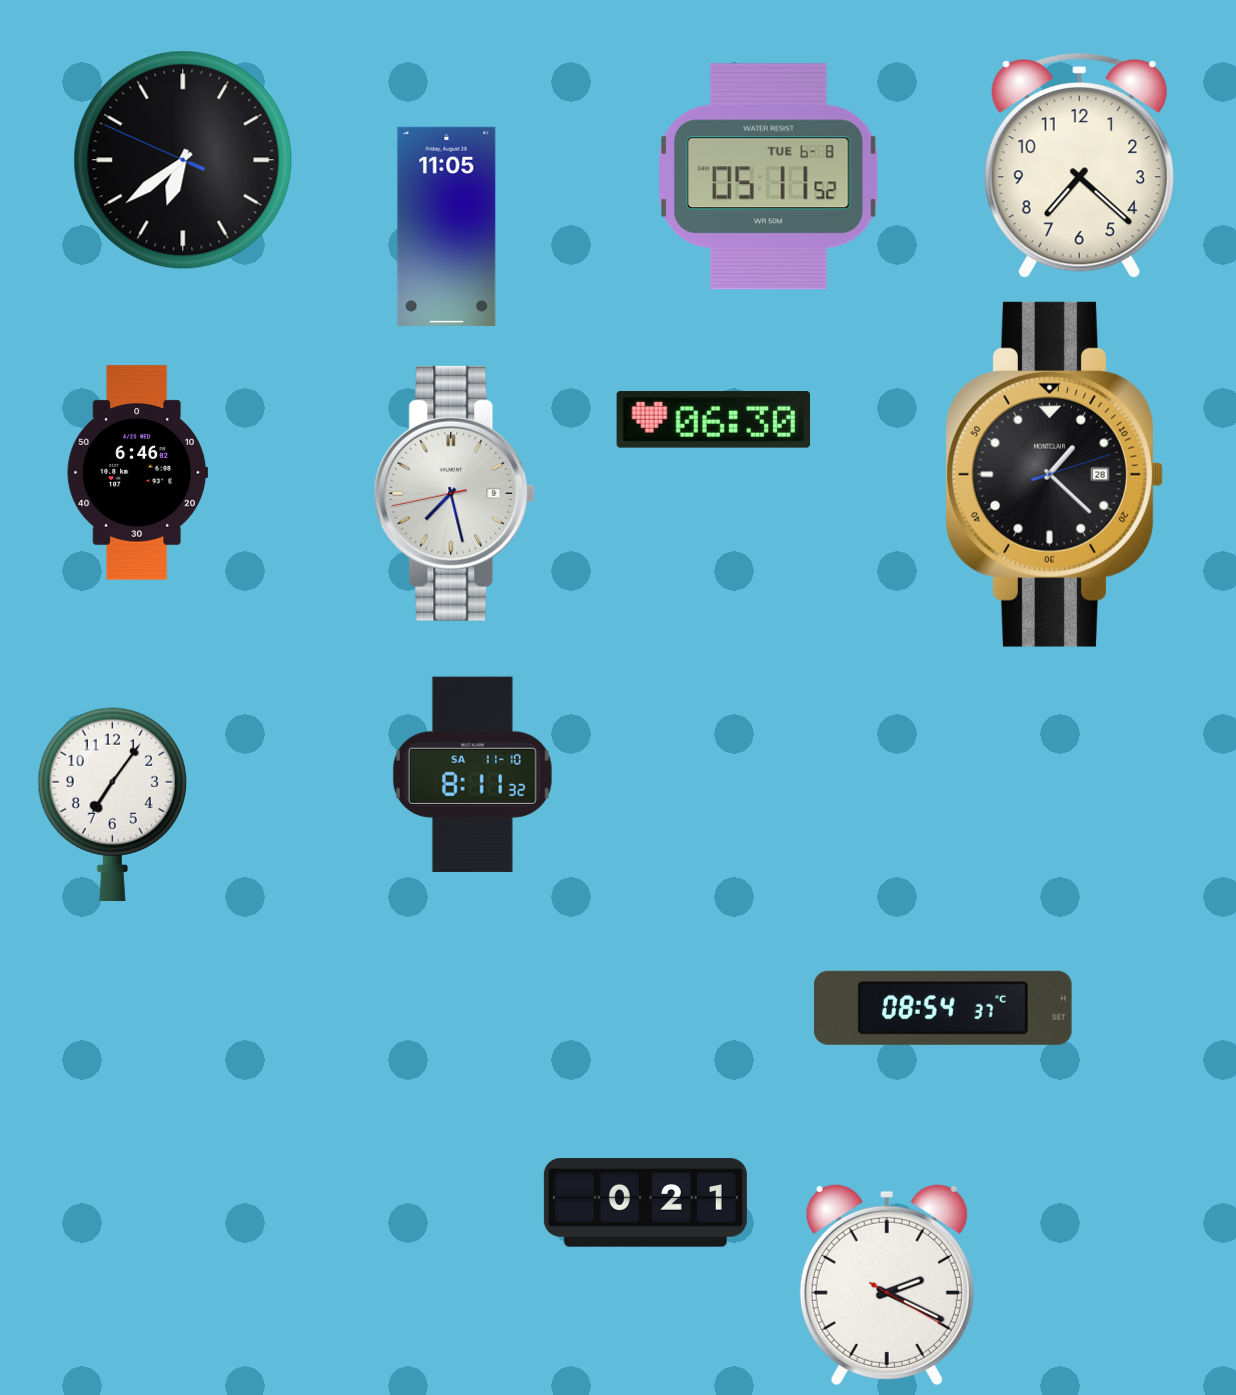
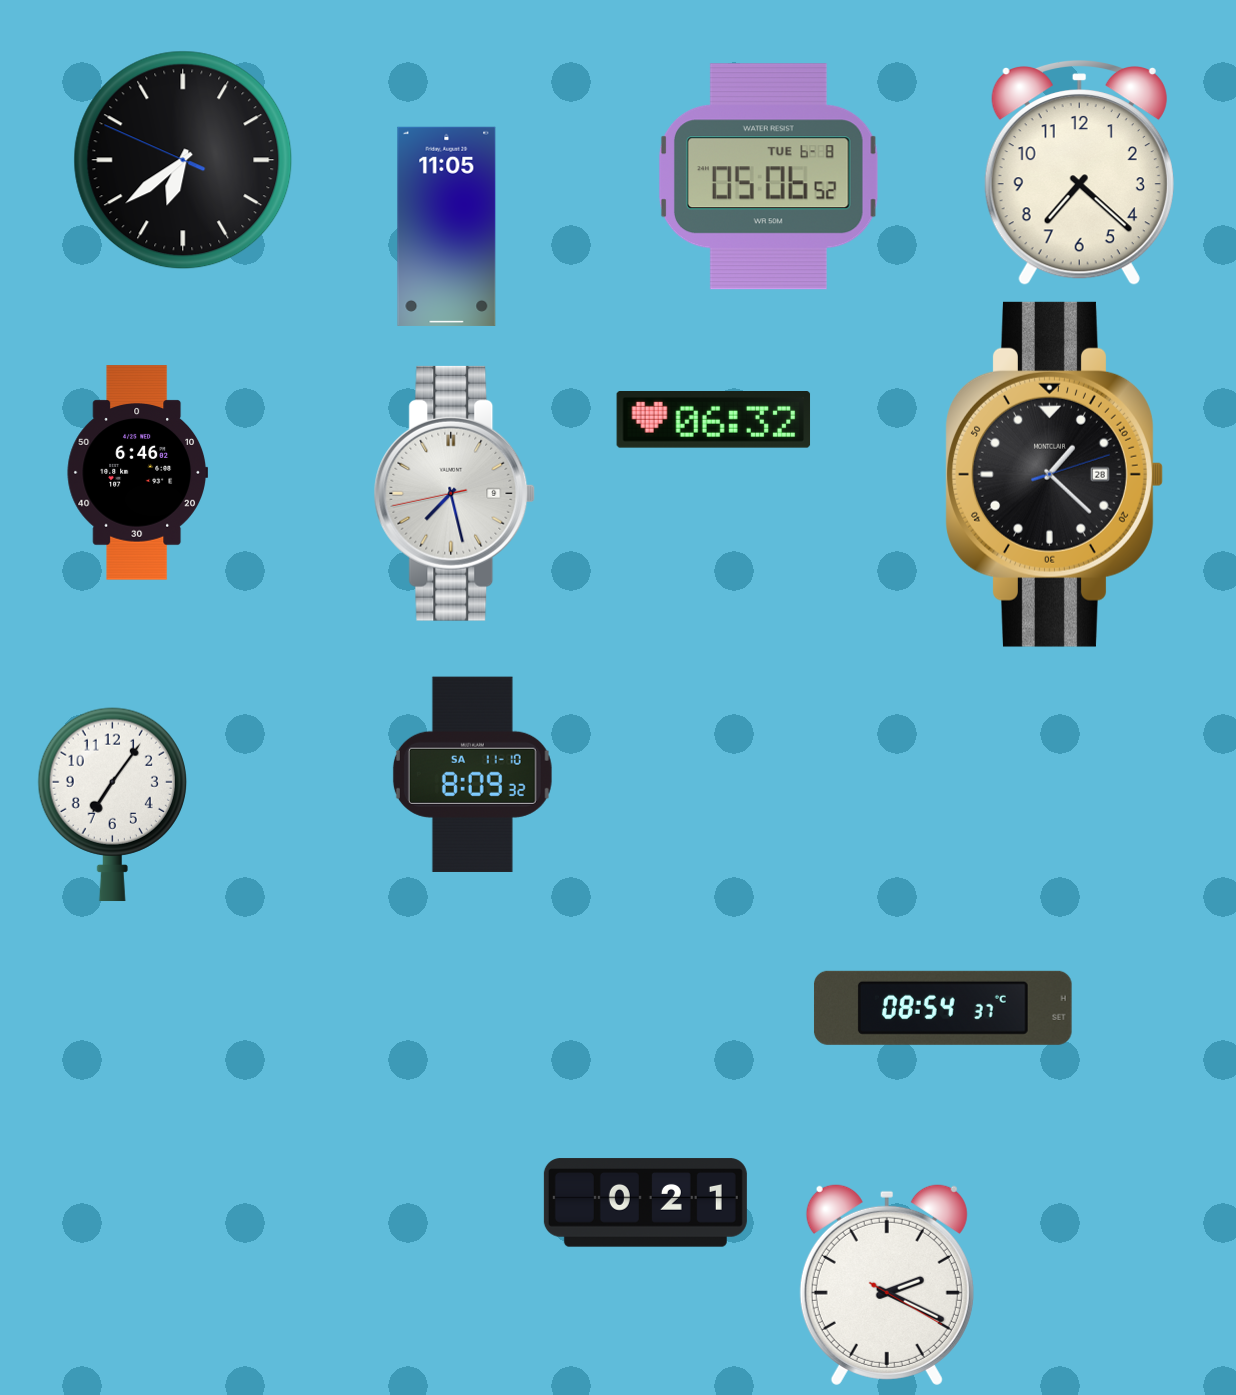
clock at (1079, 166) position: (1079, 166) -> (1079, 173)
clock at (768, 177): 05:11 -> 05:06
clock at (714, 420): 06:30 -> 06:32
clock at (472, 774): 8:11 -> 8:09
